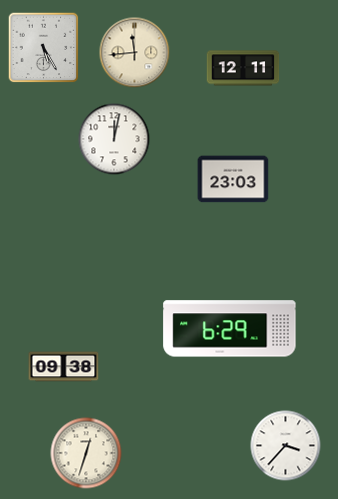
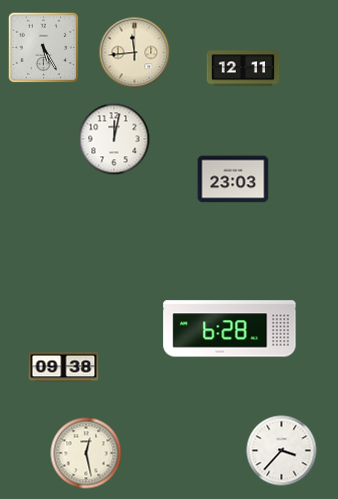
clock at (230, 329): 6:29 -> 6:28
clock at (286, 446) position: (286, 446) -> (282, 451)
clock at (86, 453): 12:33 -> 12:28
